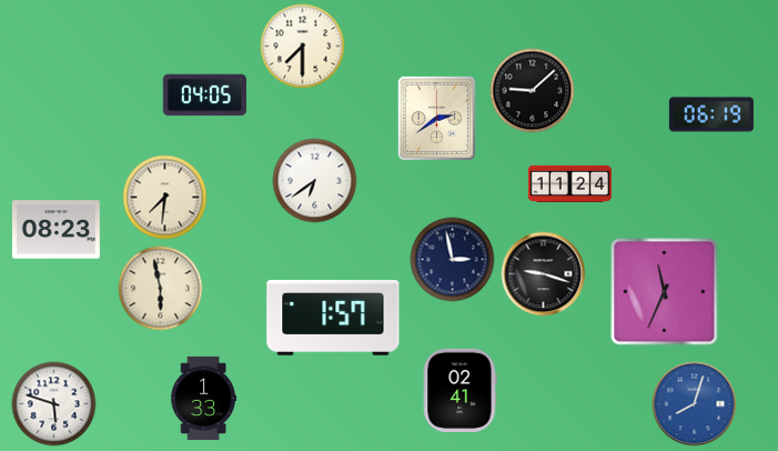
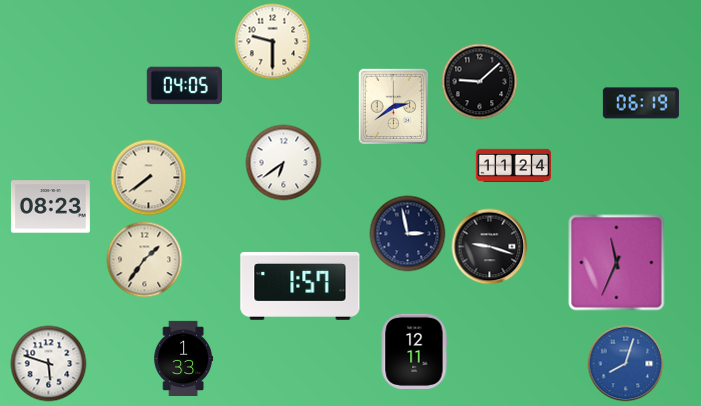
clock at (303, 47): 7:30 -> 9:30
clock at (165, 198): 7:31 -> 7:39
clock at (161, 289): 5:58 -> 1:36
clock at (665, 292) position: (665, 292) -> (617, 263)
clock at (459, 390): 02:41 -> 12:11
